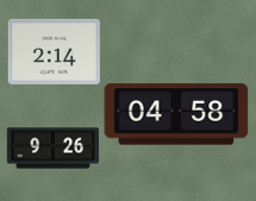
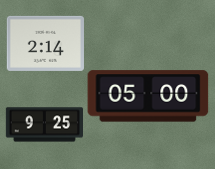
clock at (176, 114): 04:58 -> 05:00
clock at (52, 149): 9:26 -> 9:25
